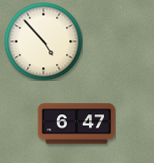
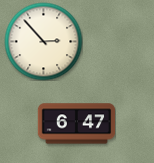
clock at (43, 41): 4:53 -> 2:53
